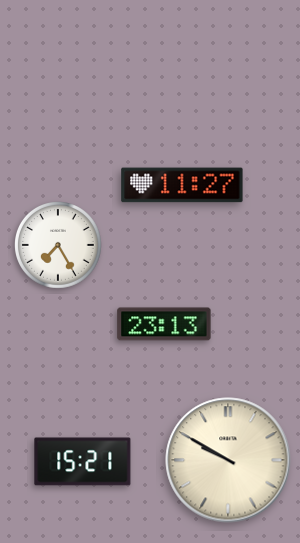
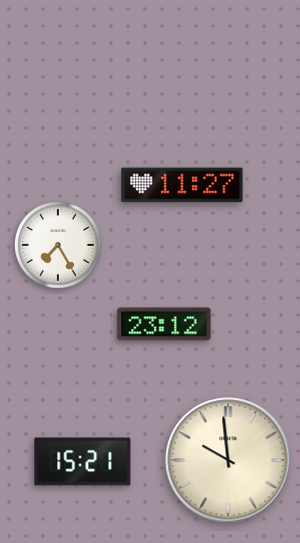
clock at (164, 324): 23:13 -> 23:12
clock at (228, 460): 9:50 -> 9:59
